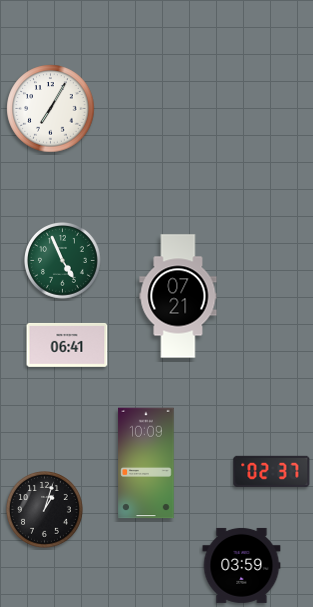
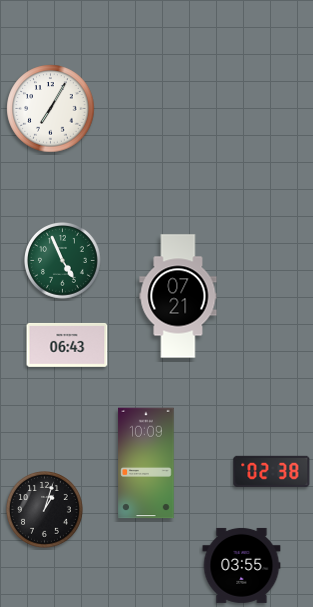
clock at (67, 345): 06:41 -> 06:43
clock at (272, 471): 02:37 -> 02:38
clock at (242, 565): 03:59 -> 03:55
